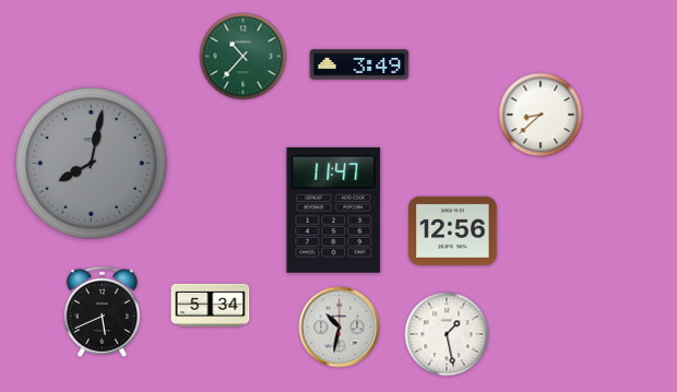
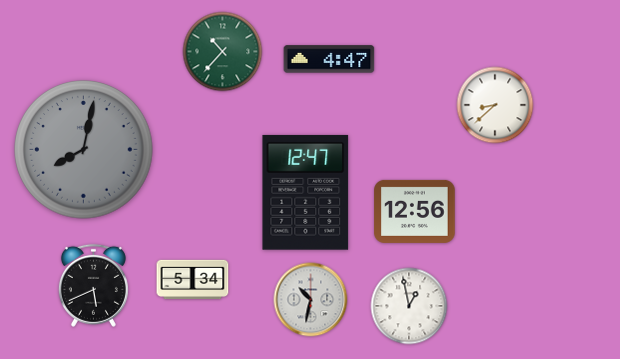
clock at (359, 64): 3:49 -> 4:47
clock at (334, 210): 11:47 -> 12:47
clock at (447, 334): 1:28 -> 12:58
